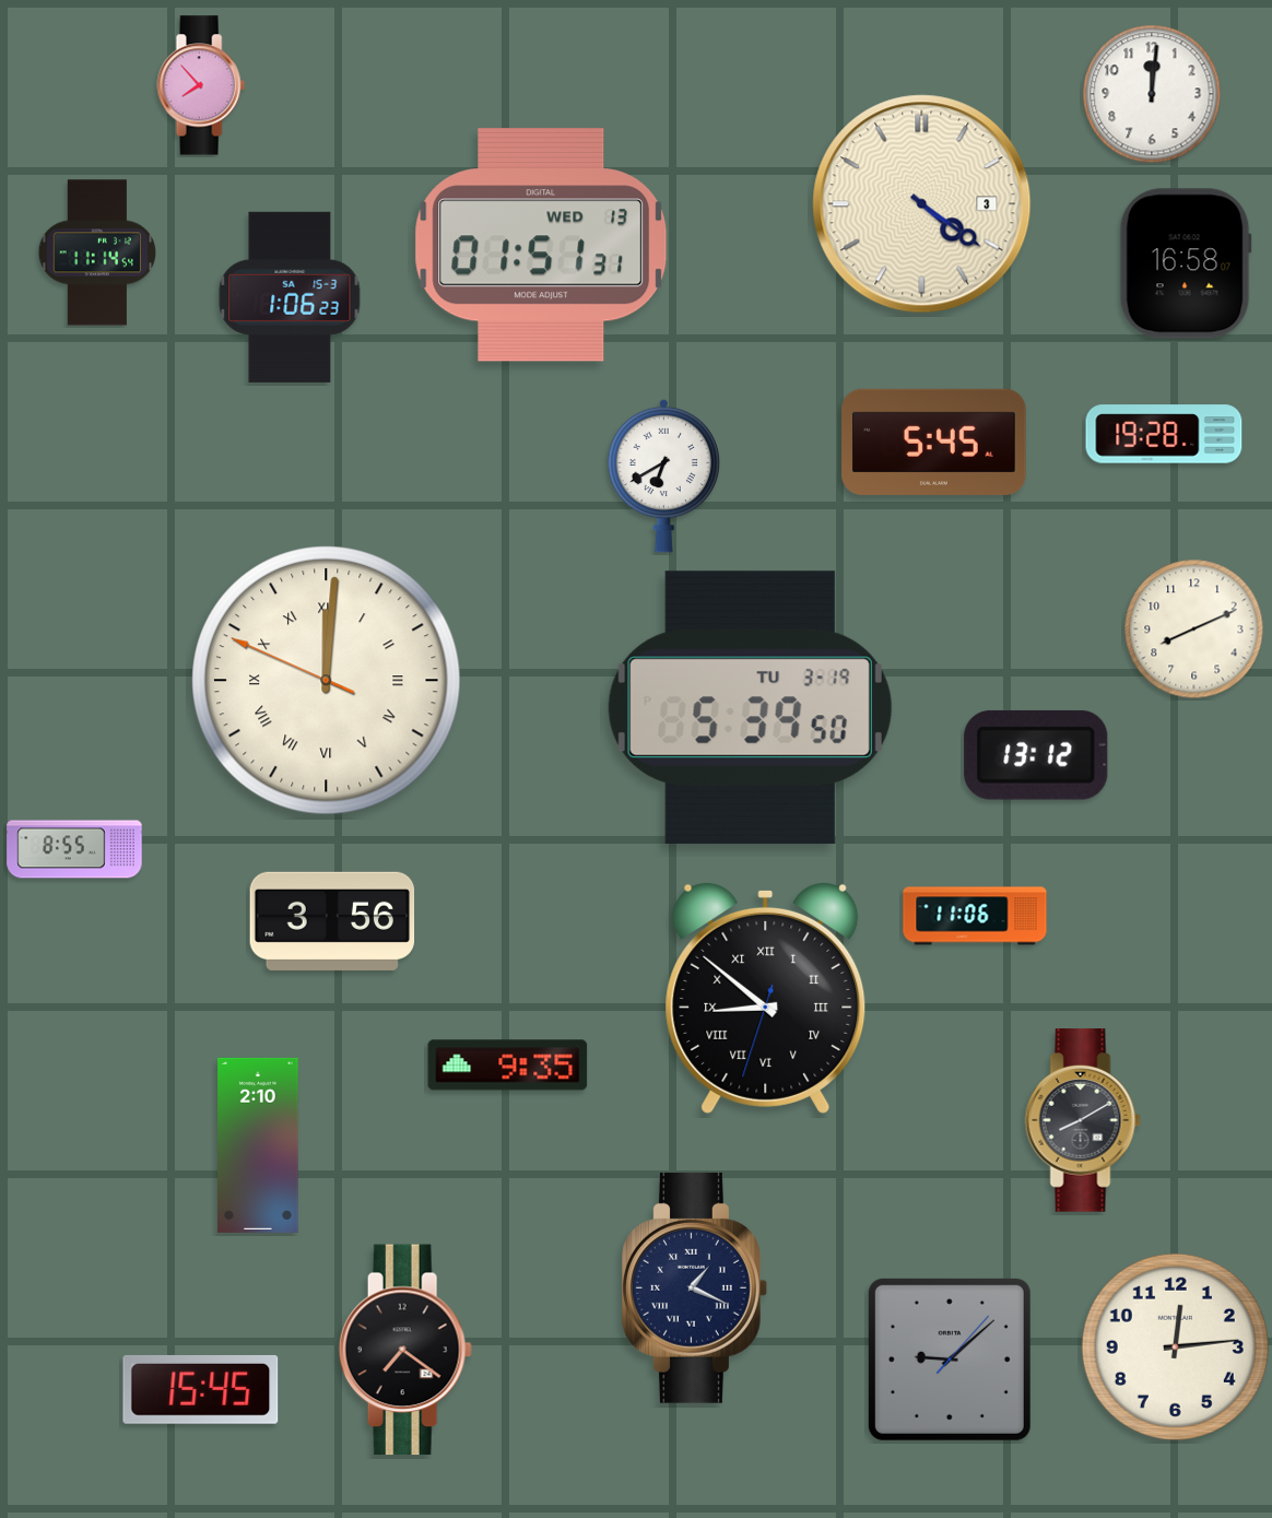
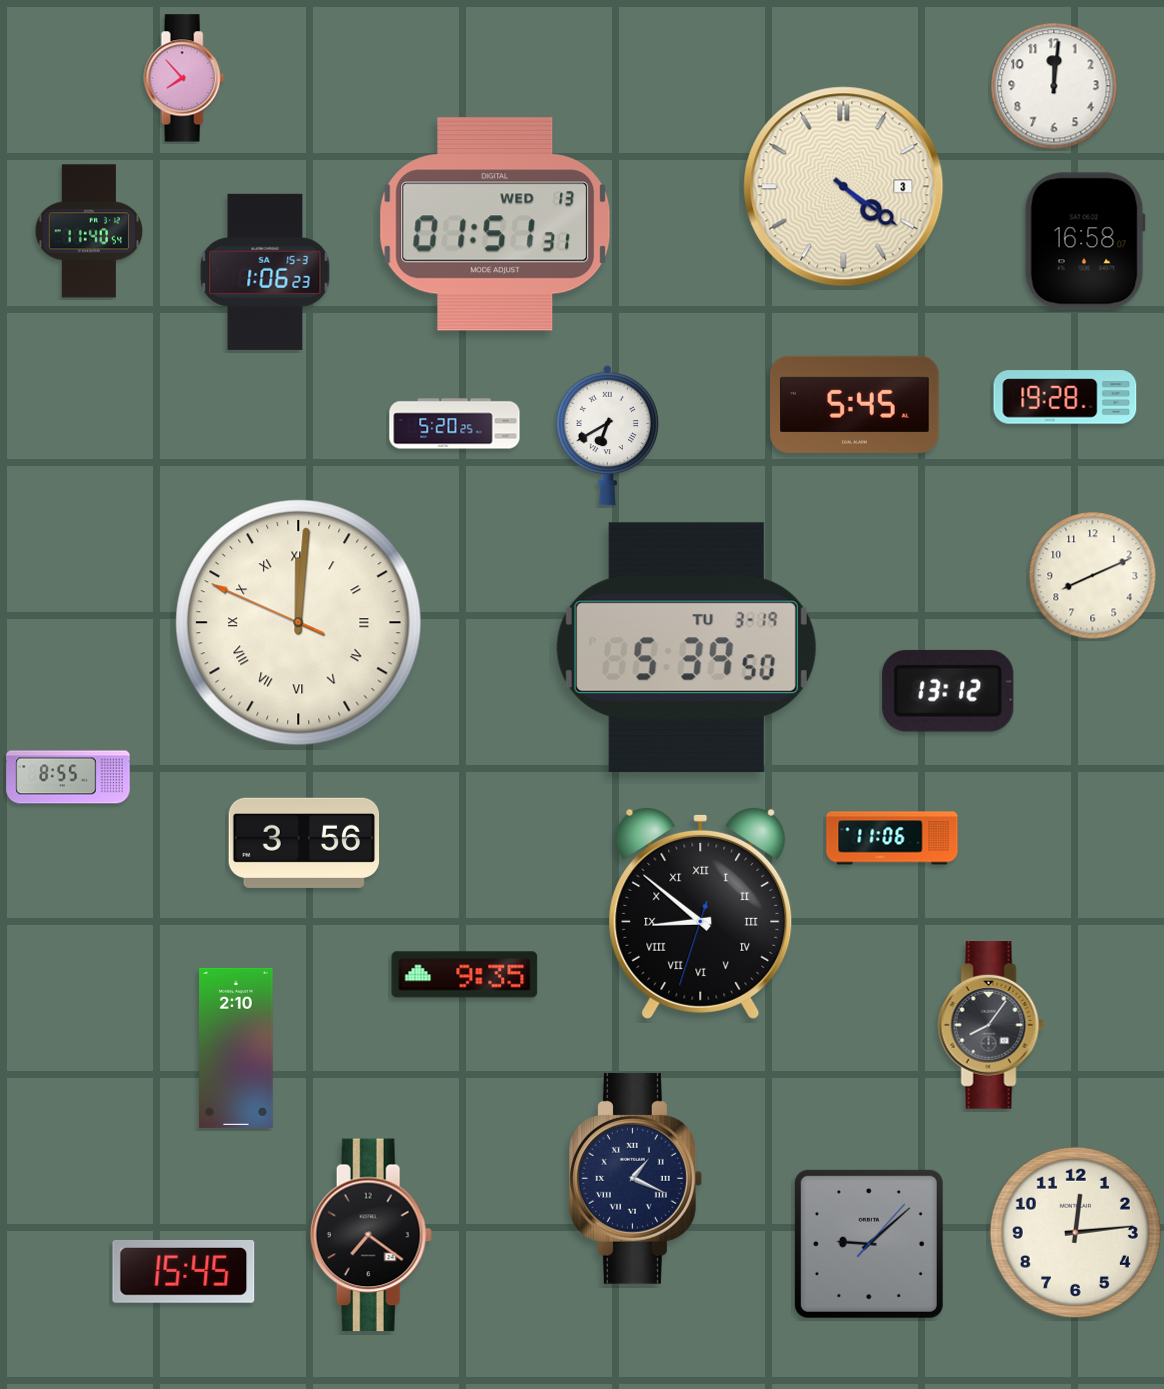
clock at (97, 252): 11:14 -> 11:40
clock at (455, 424): none -> 5:20
clock at (1083, 1120): 8:10 -> 8:06
